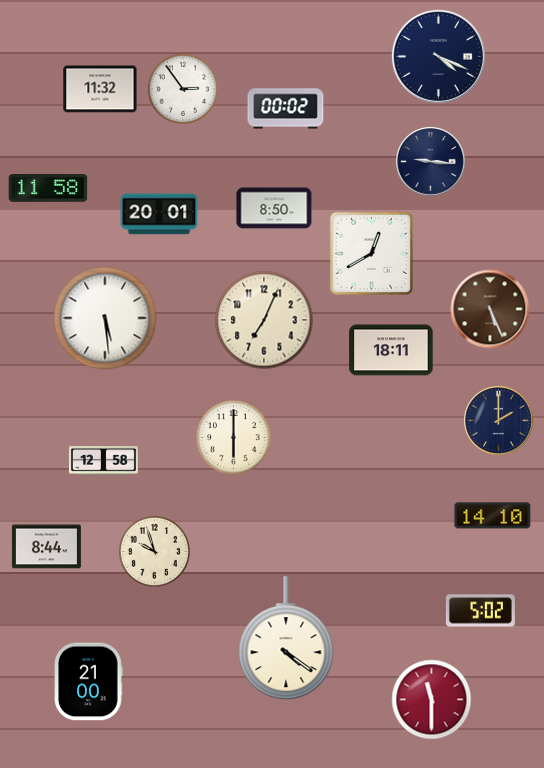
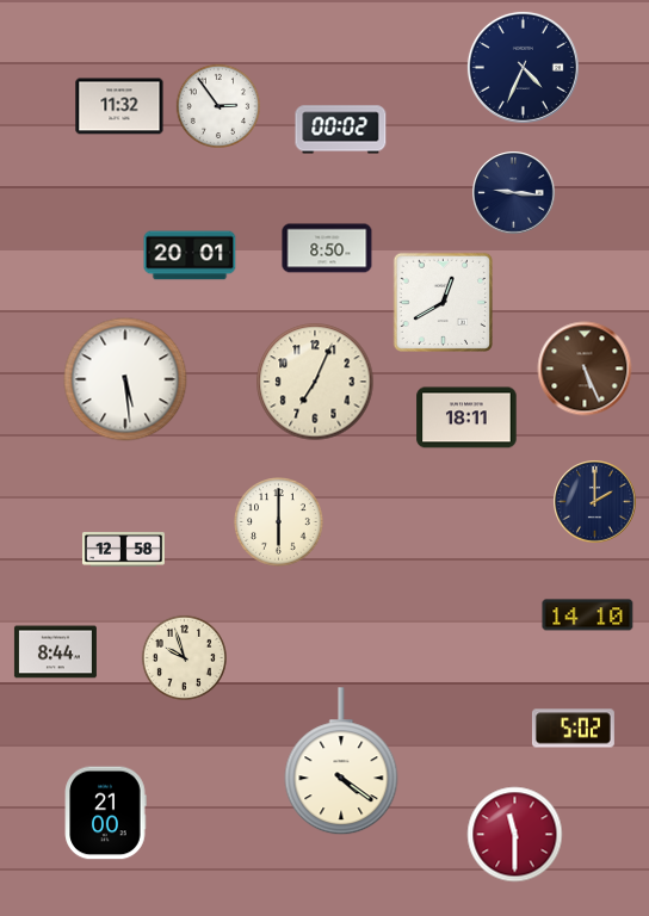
clock at (438, 56): 4:19 -> 4:34
clock at (48, 189): 11:58 -> none
